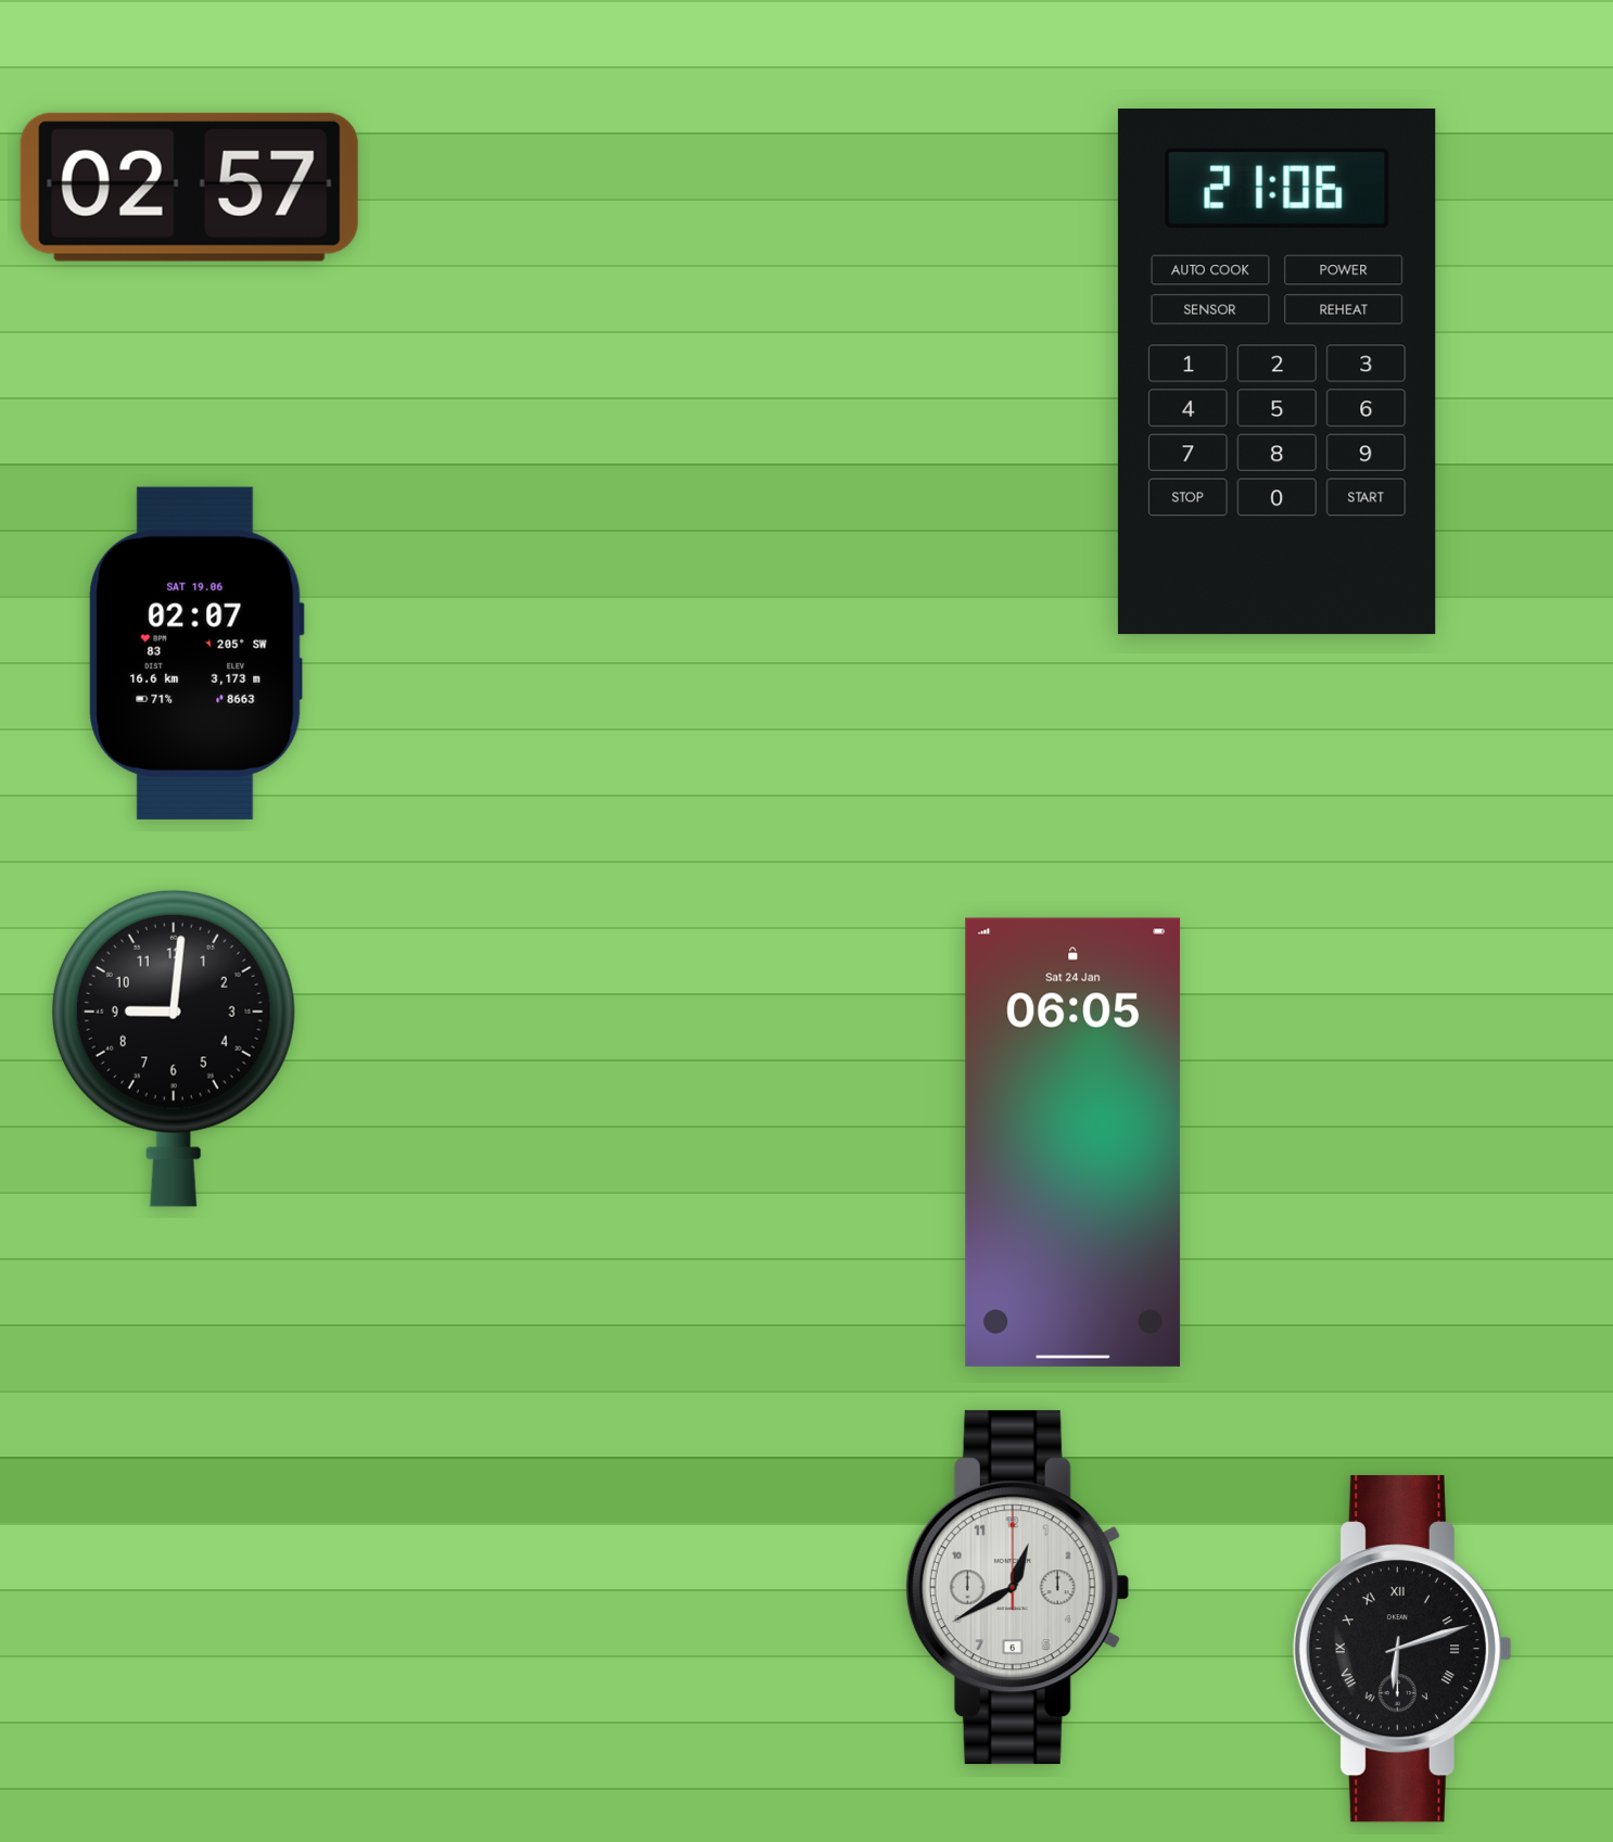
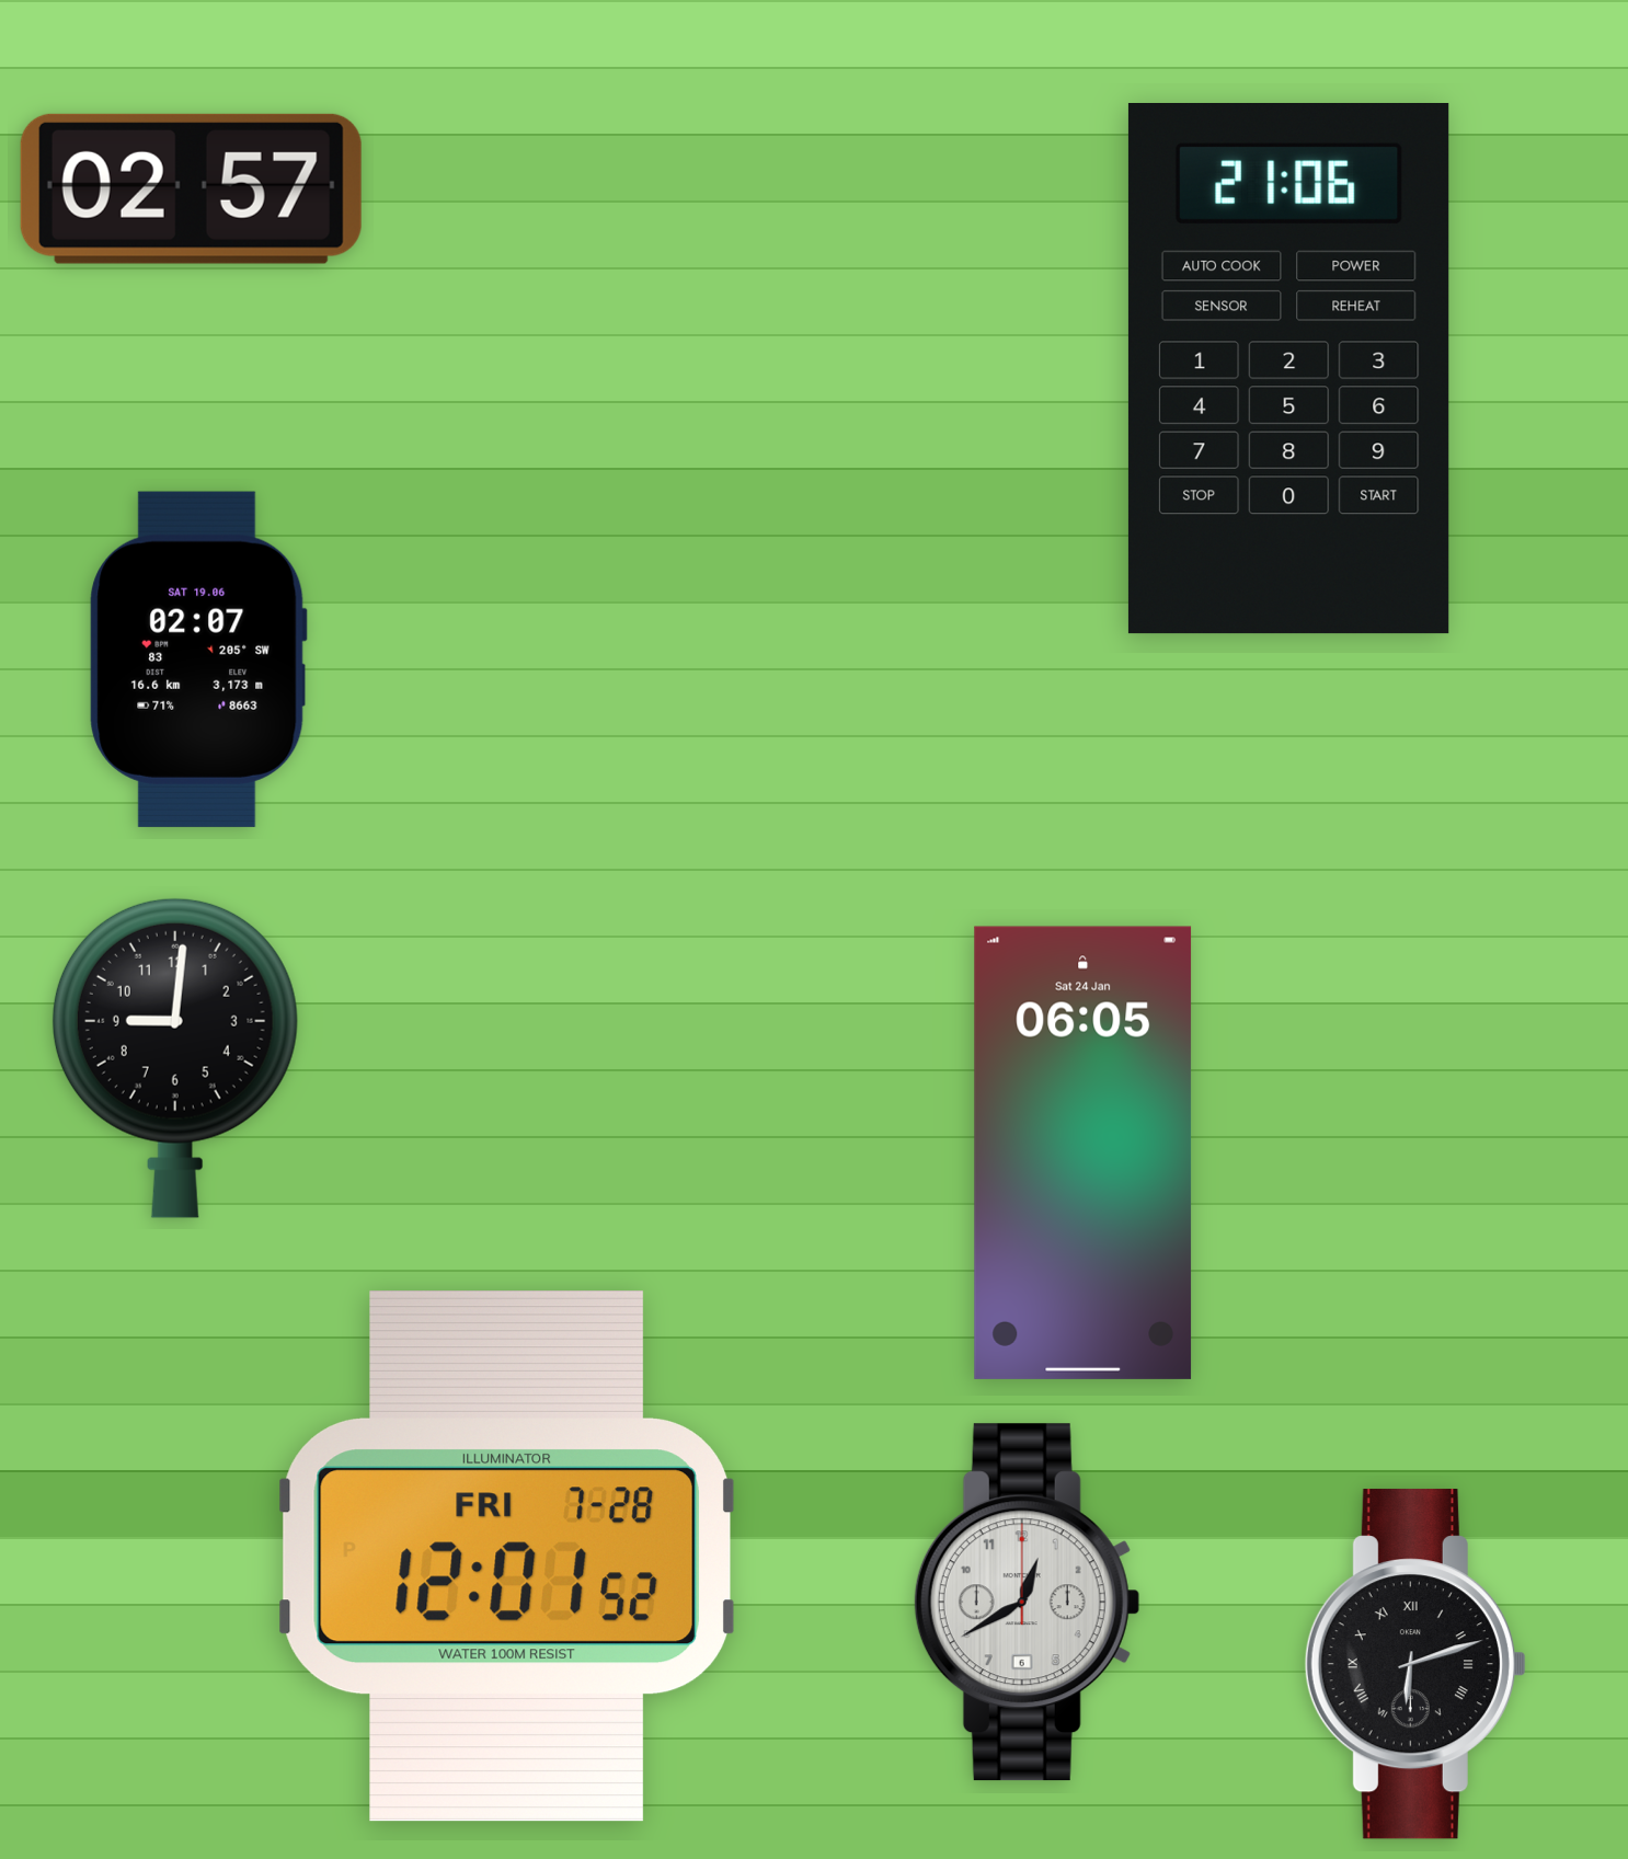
clock at (1277, 372) position: (1277, 372) -> (1288, 369)
clock at (506, 1557): none -> 12:01
